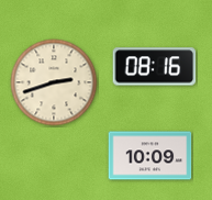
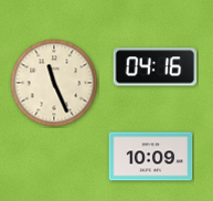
clock at (155, 67): 08:16 -> 04:16
clock at (54, 82): 2:42 -> 11:26
